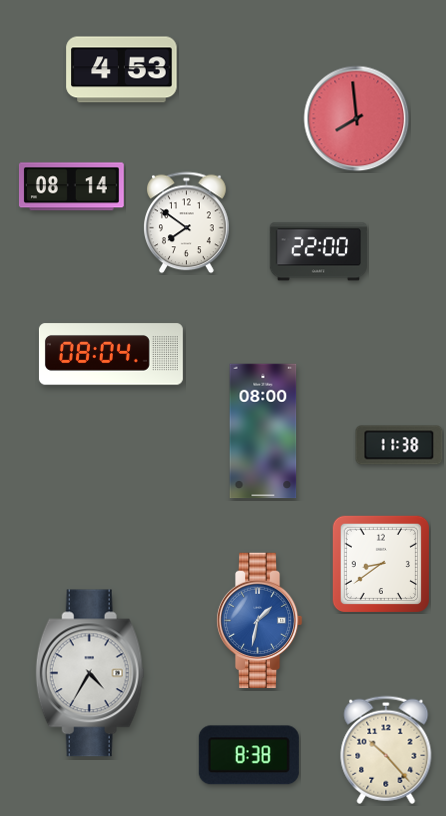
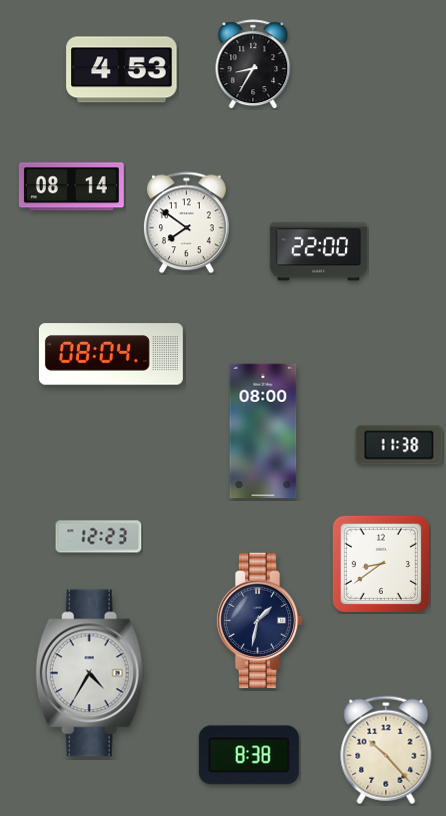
clock at (253, 64): none -> 8:35
clock at (357, 119): 7:59 -> none
clock at (99, 537): none -> 12:23
clock at (259, 621) dial: blue -> navy
